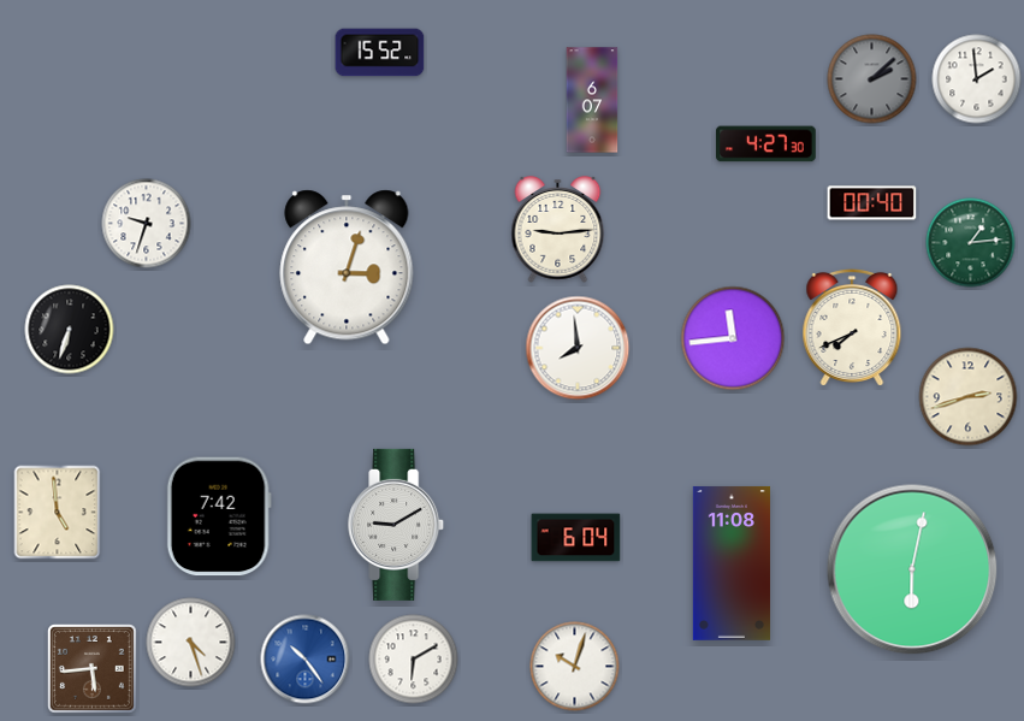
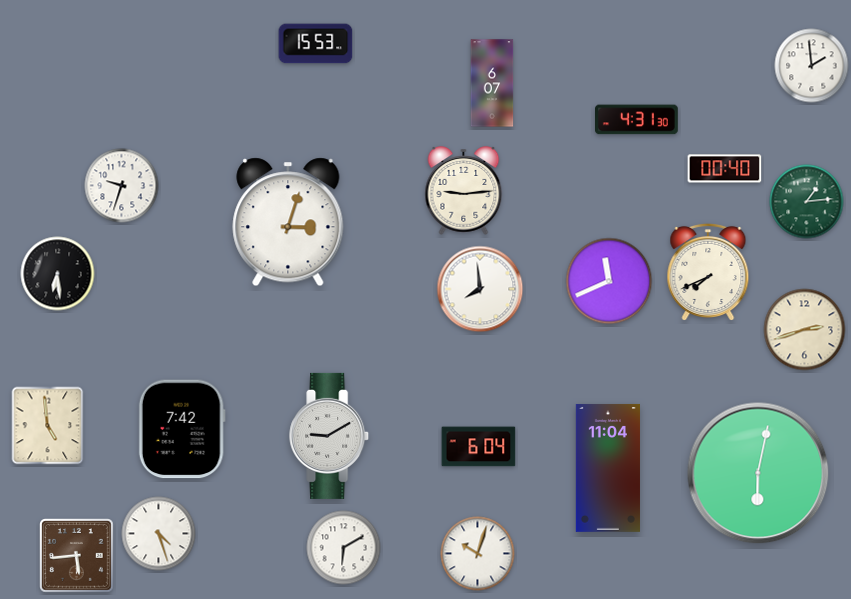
clock at (380, 53): 15:52 -> 15:53
clock at (872, 79): 2:08 -> none
clock at (766, 144): 4:27 -> 4:31
clock at (70, 330): 6:33 -> 6:29
clock at (733, 338): 11:44 -> 11:41
clock at (732, 563): 11:08 -> 11:04
clock at (306, 660): 10:24 -> none
